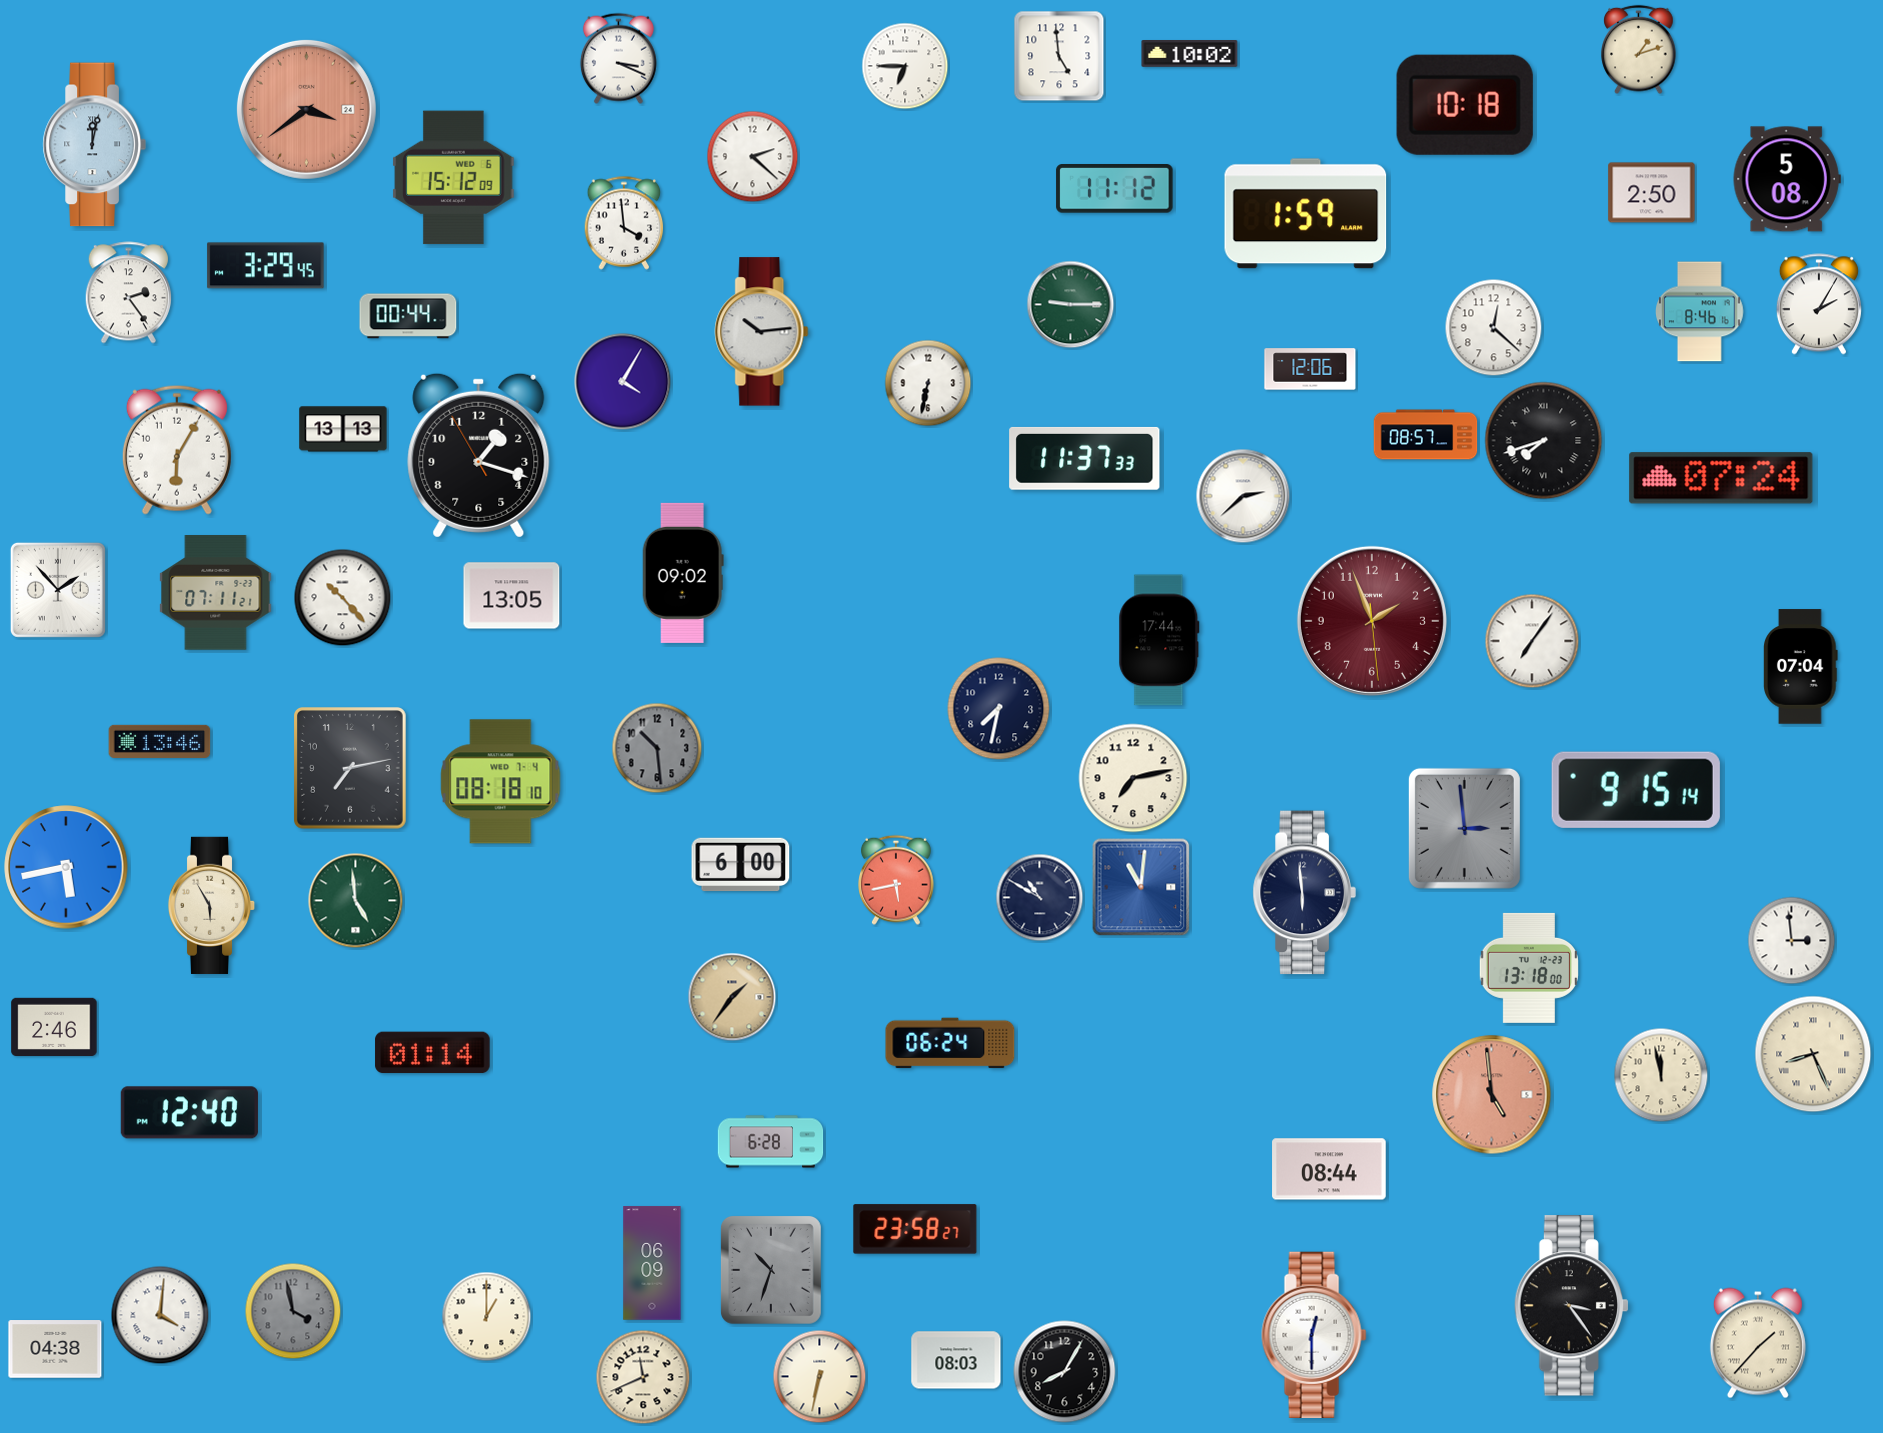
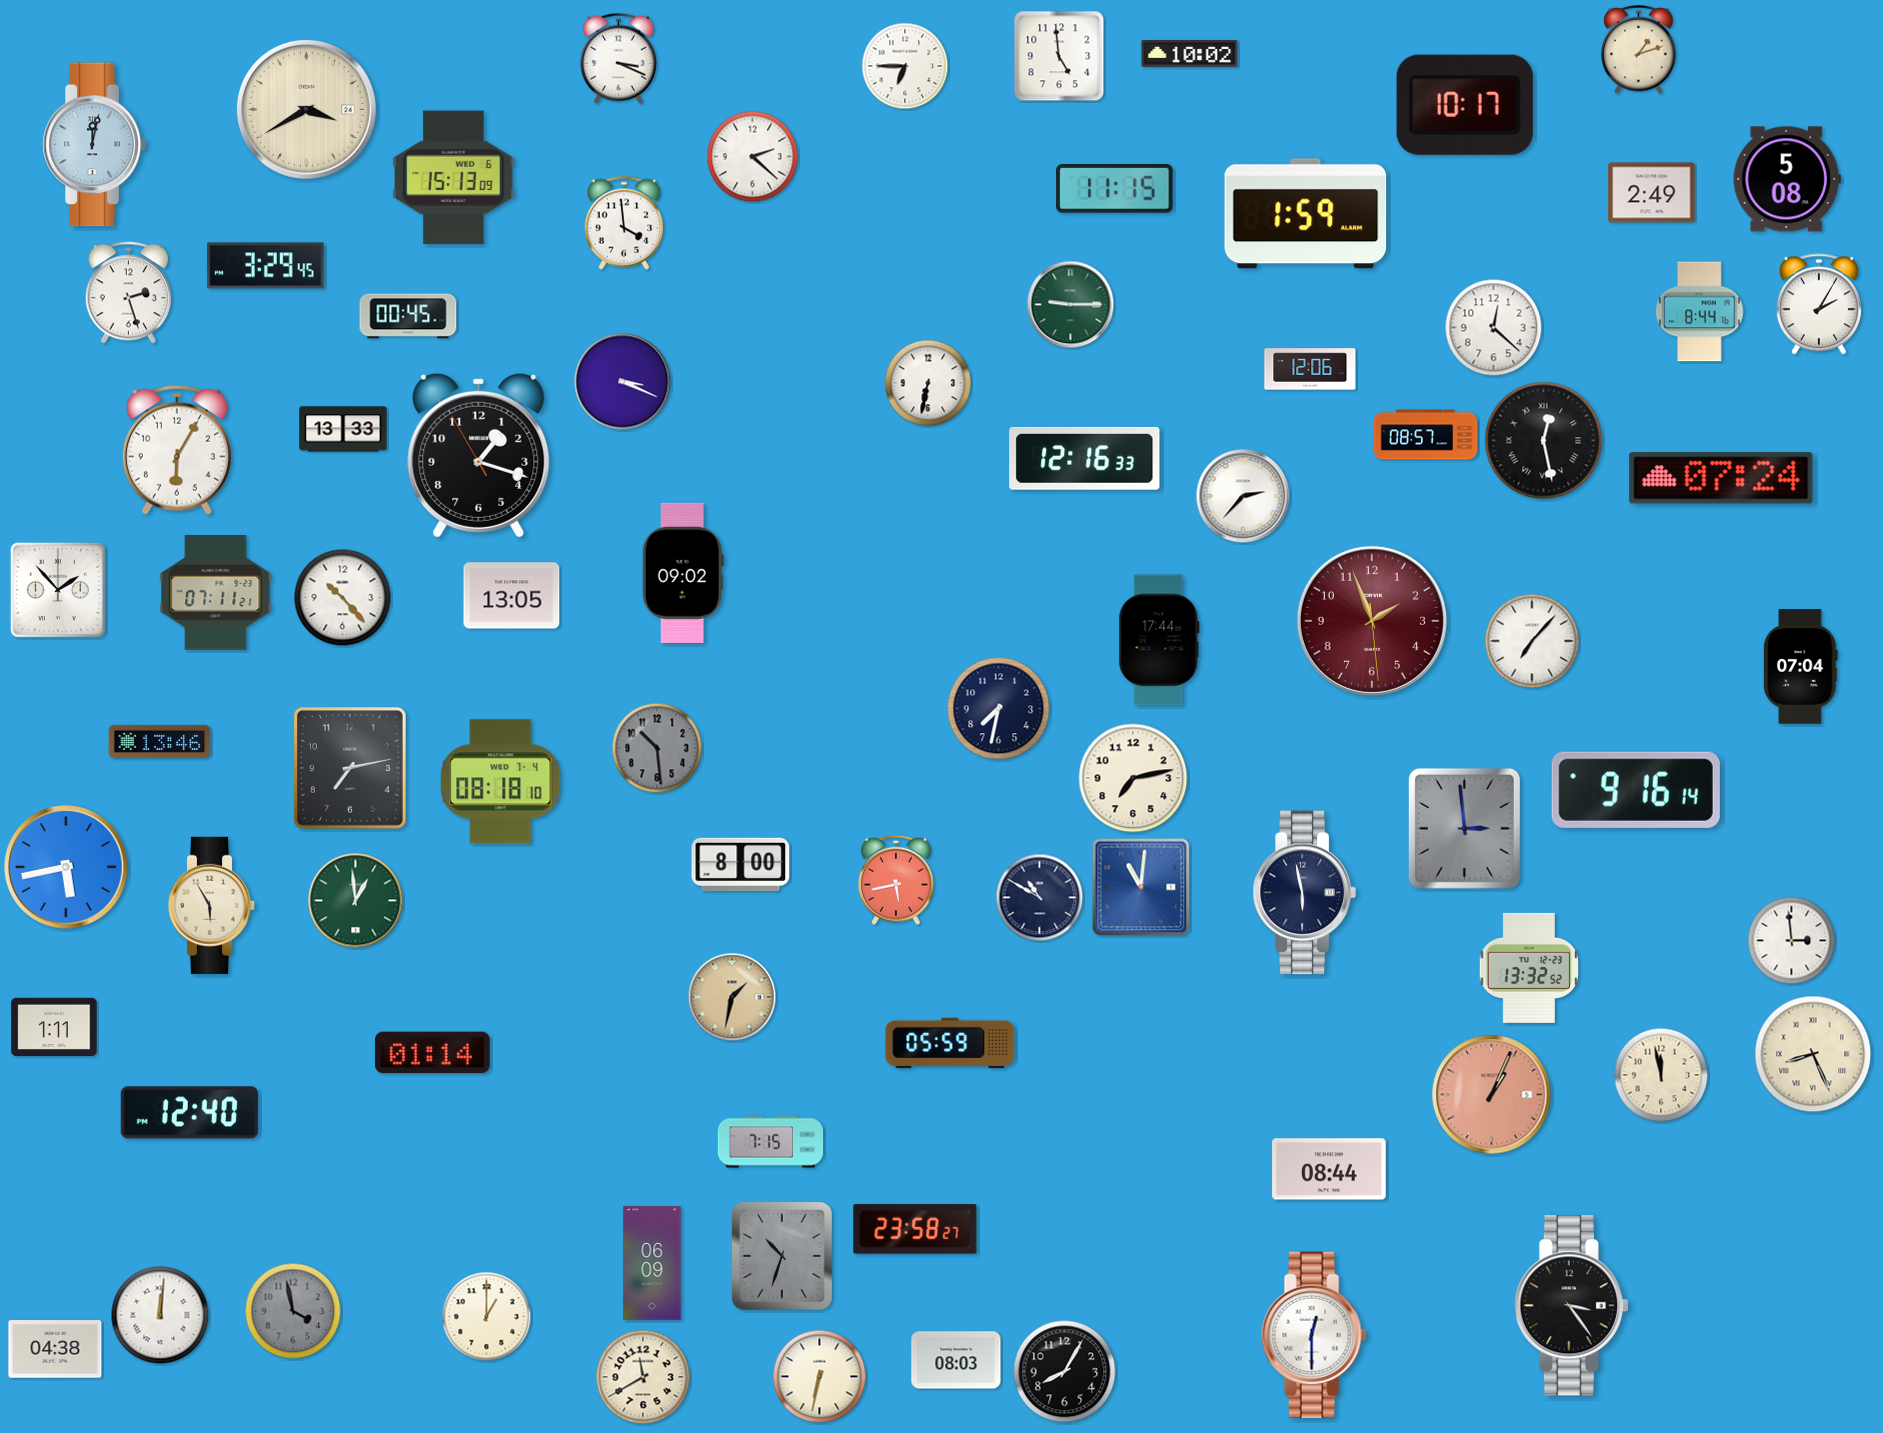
clock at (1465, 105): 10:18 -> 10:17
clock at (306, 109): 3:39 -> 3:40
clock at (306, 109) dial: salmon -> cream
clock at (454, 178): 15:12 -> 15:13
clock at (1115, 189): 11:12 -> 11:15
clock at (1652, 193): 2:50 -> 2:49
clock at (128, 293): 2:24 -> 2:27
clock at (1700, 312): 8:46 -> 8:44
clock at (408, 316): 00:44 -> 00:45
clock at (762, 332): 10:14 -> none
clock at (623, 382): 4:05 -> 3:19
clock at (343, 429): 13:13 -> 13:33
clock at (1544, 441): 7:42 -> 12:28
clock at (1085, 458): 11:37 -> 12:16
clock at (1243, 496): 2:38 -> 2:37
clock at (1532, 641): 7:06 -> 7:07
clock at (1636, 790): 9:15 -> 9:16
clock at (741, 865): 6:00 -> 8:00
clock at (1304, 893): 5:59 -> 5:58
clock at (356, 901): 4:59 -> 12:59
clock at (1529, 968): 13:18 -> 13:32
clock at (732, 997): 1:36 -> 1:32
clock at (54, 1026): 2:46 -> 1:11
clock at (950, 1043): 06:24 -> 05:59
clock at (1492, 1095): 4:59 -> 1:04
clock at (771, 1142): 6:28 -> 7:15
clock at (771, 1270) position: (771, 1270) -> (782, 1256)
clock at (160, 1315): 4:01 -> 12:01
clock at (1758, 1343): 1:37 -> none
clock at (643, 1377): 11:41 -> 11:40
